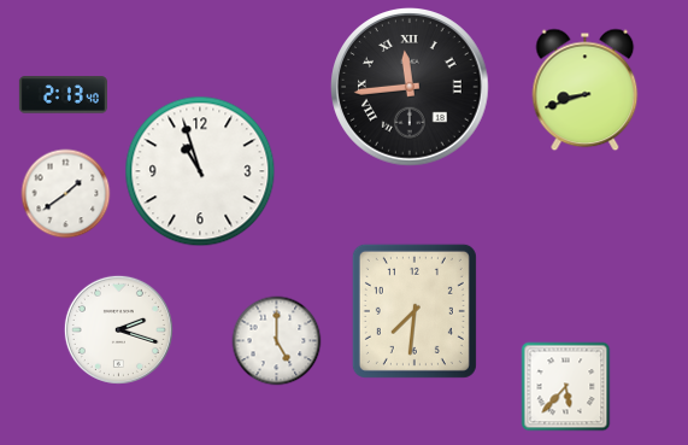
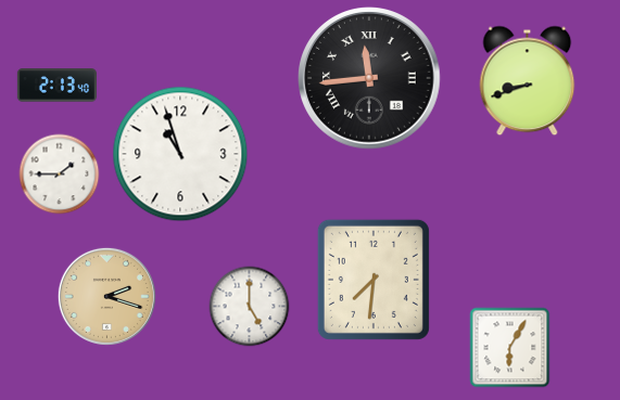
clock at (66, 194): 1:39 -> 1:45
clock at (118, 329) dial: white -> champagne
clock at (566, 387): 5:37 -> 6:05
